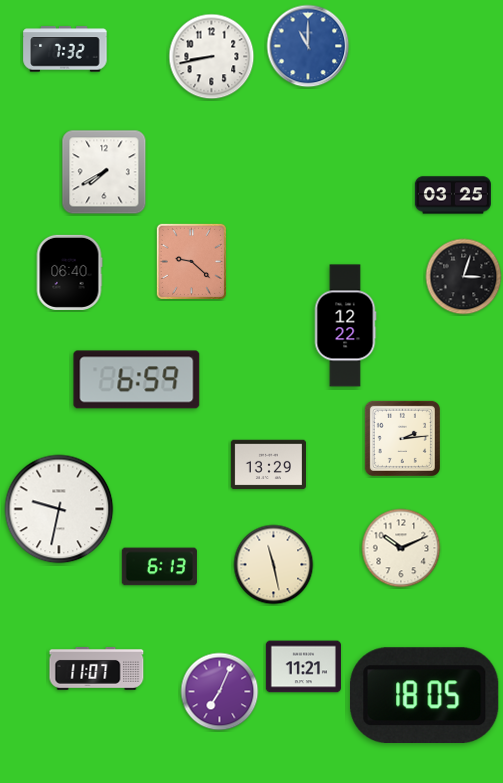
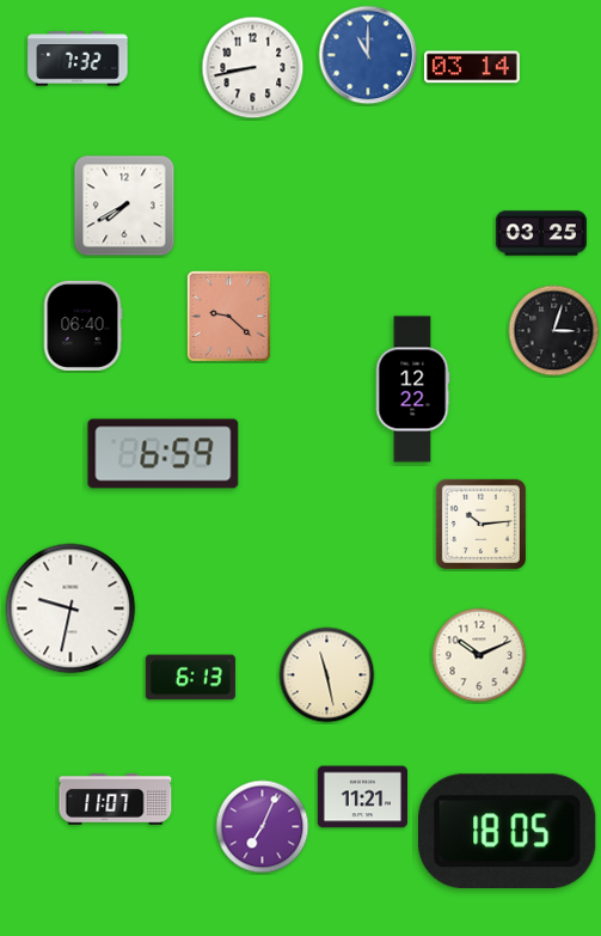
clock at (473, 67): none -> 03:14
clock at (191, 261) position: (191, 261) -> (228, 316)
clock at (402, 438): 2:14 -> 10:14
clock at (268, 465): 13:29 -> none
